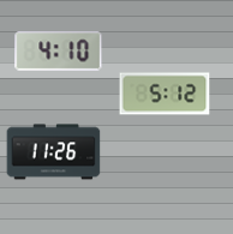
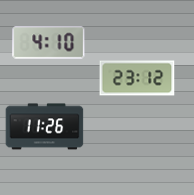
clock at (165, 94): 5:12 -> 23:12
